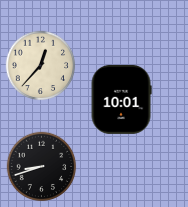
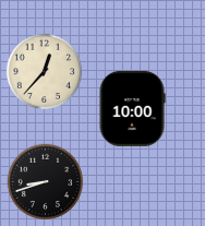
clock at (121, 99): 10:01 -> 10:00
